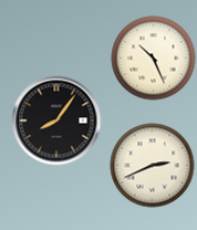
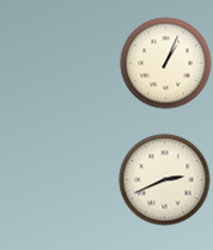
clock at (154, 59): 10:26 -> 1:04
clock at (56, 121): 8:06 -> none
